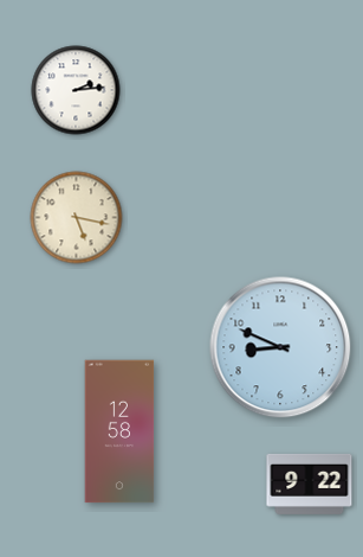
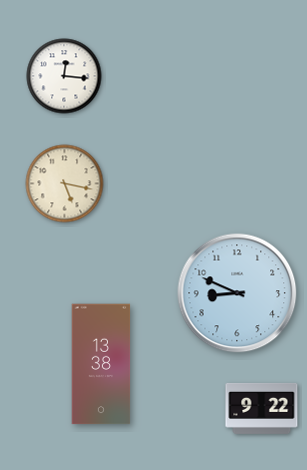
clock at (76, 90): 2:14 -> 12:16
clock at (119, 431): 12:58 -> 13:38
